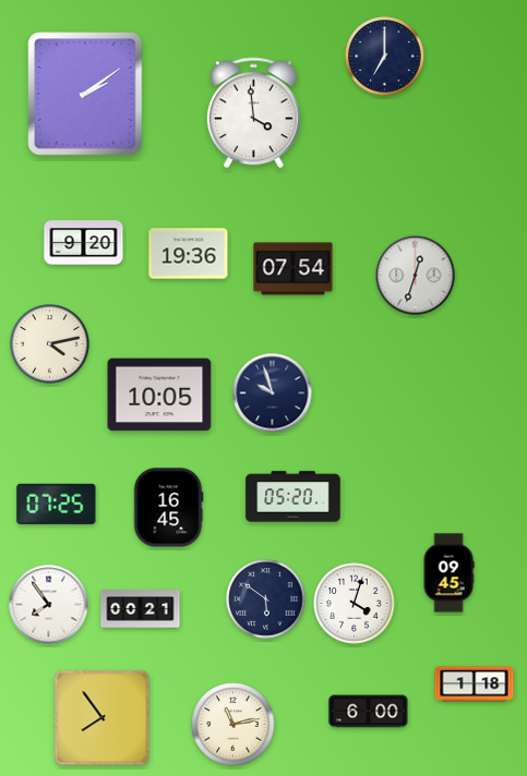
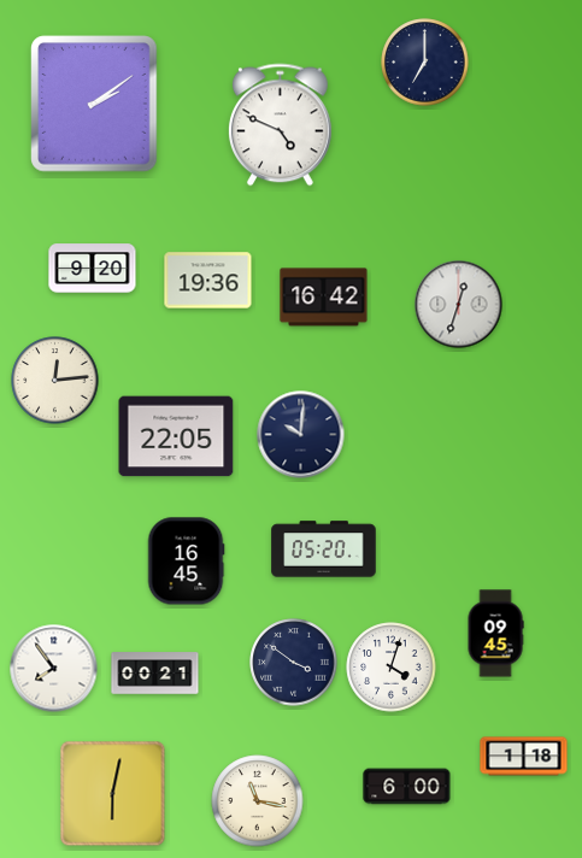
clock at (253, 113): 3:59 -> 4:49
clock at (294, 269): 07:54 -> 16:42
clock at (50, 344): 4:13 -> 12:14
clock at (273, 393): 9:57 -> 10:01
clock at (159, 395): 10:05 -> 22:05
clock at (57, 504): 07:25 -> none
clock at (266, 599): 5:51 -> 3:51
clock at (103, 718): 7:54 -> 6:02
clock at (233, 725): 11:13 -> 11:17
